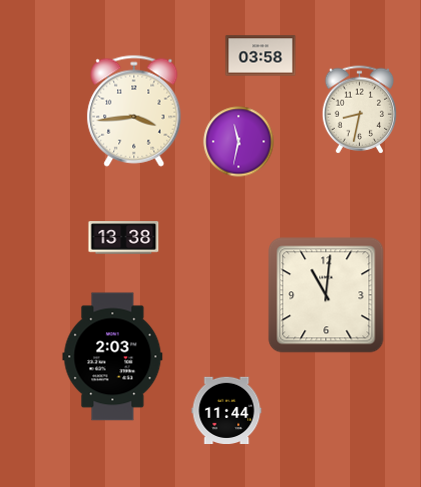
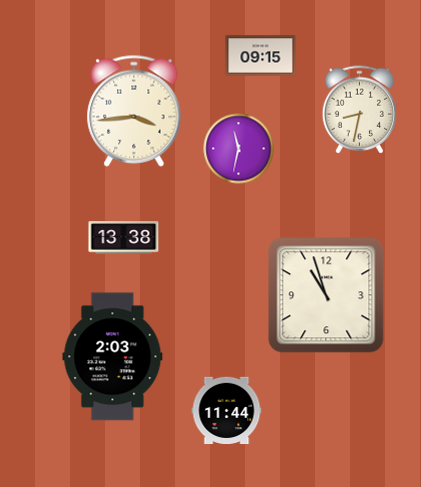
clock at (261, 56): 03:58 -> 09:15
clock at (239, 142) position: (239, 142) -> (239, 149)
clock at (326, 295): 11:01 -> 10:57
